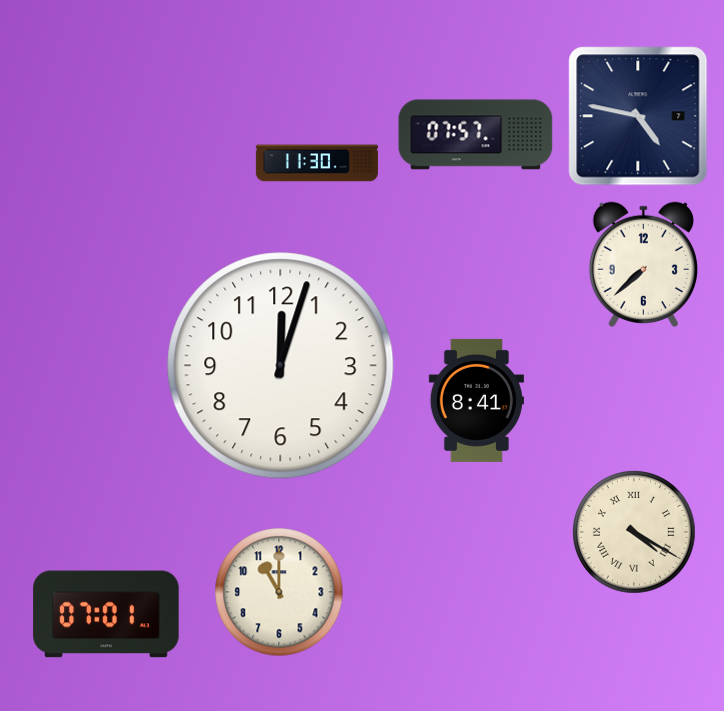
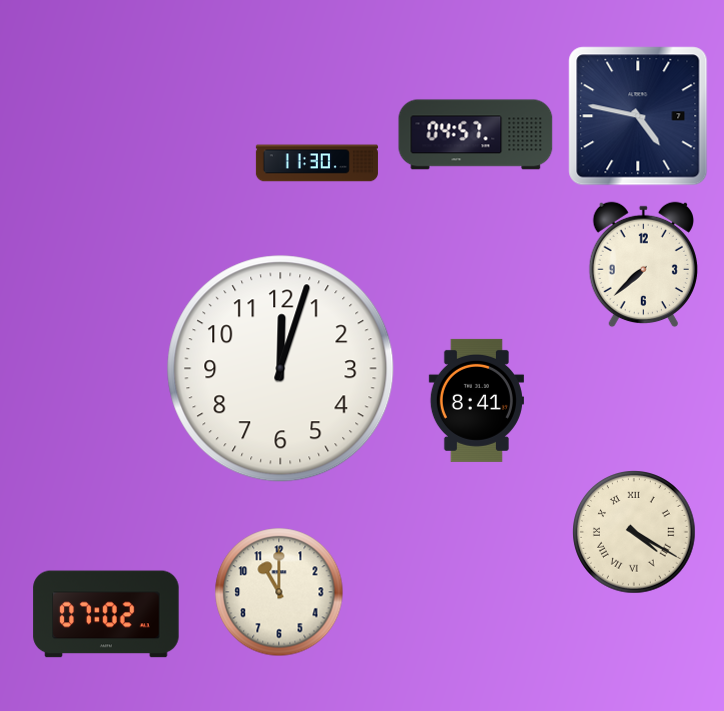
clock at (476, 135): 07:57 -> 04:57
clock at (281, 366) position: (281, 366) -> (281, 369)
clock at (106, 614): 07:01 -> 07:02
